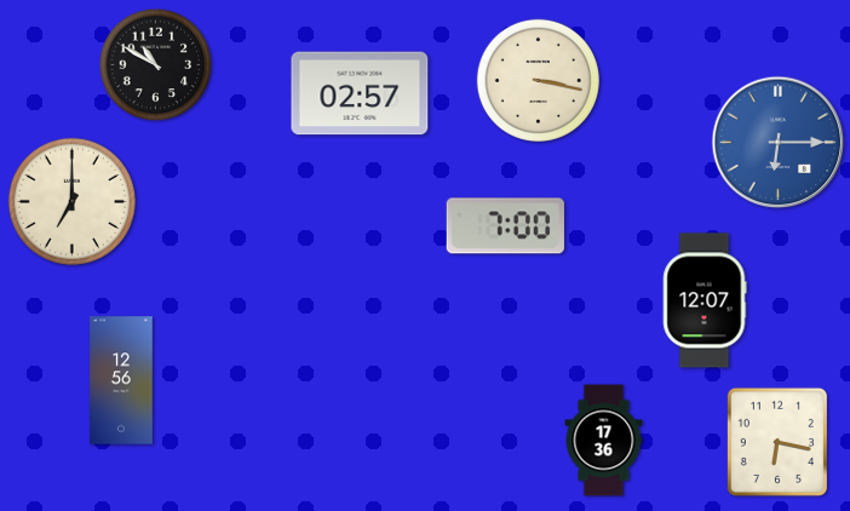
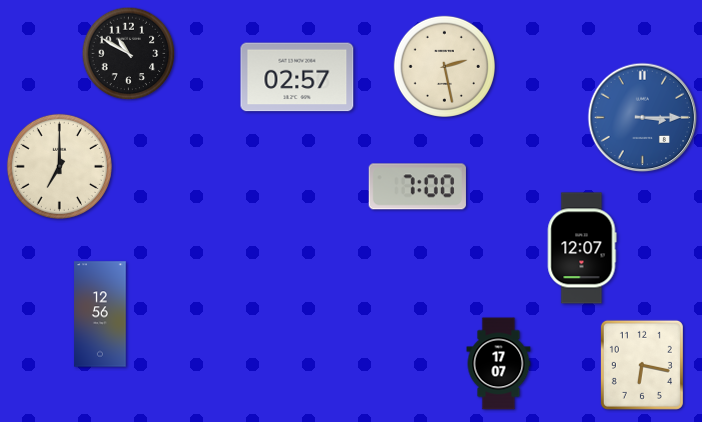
clock at (538, 80): 3:17 -> 2:28
clock at (779, 143): 6:15 -> 3:15
clock at (604, 441): 17:36 -> 17:07
